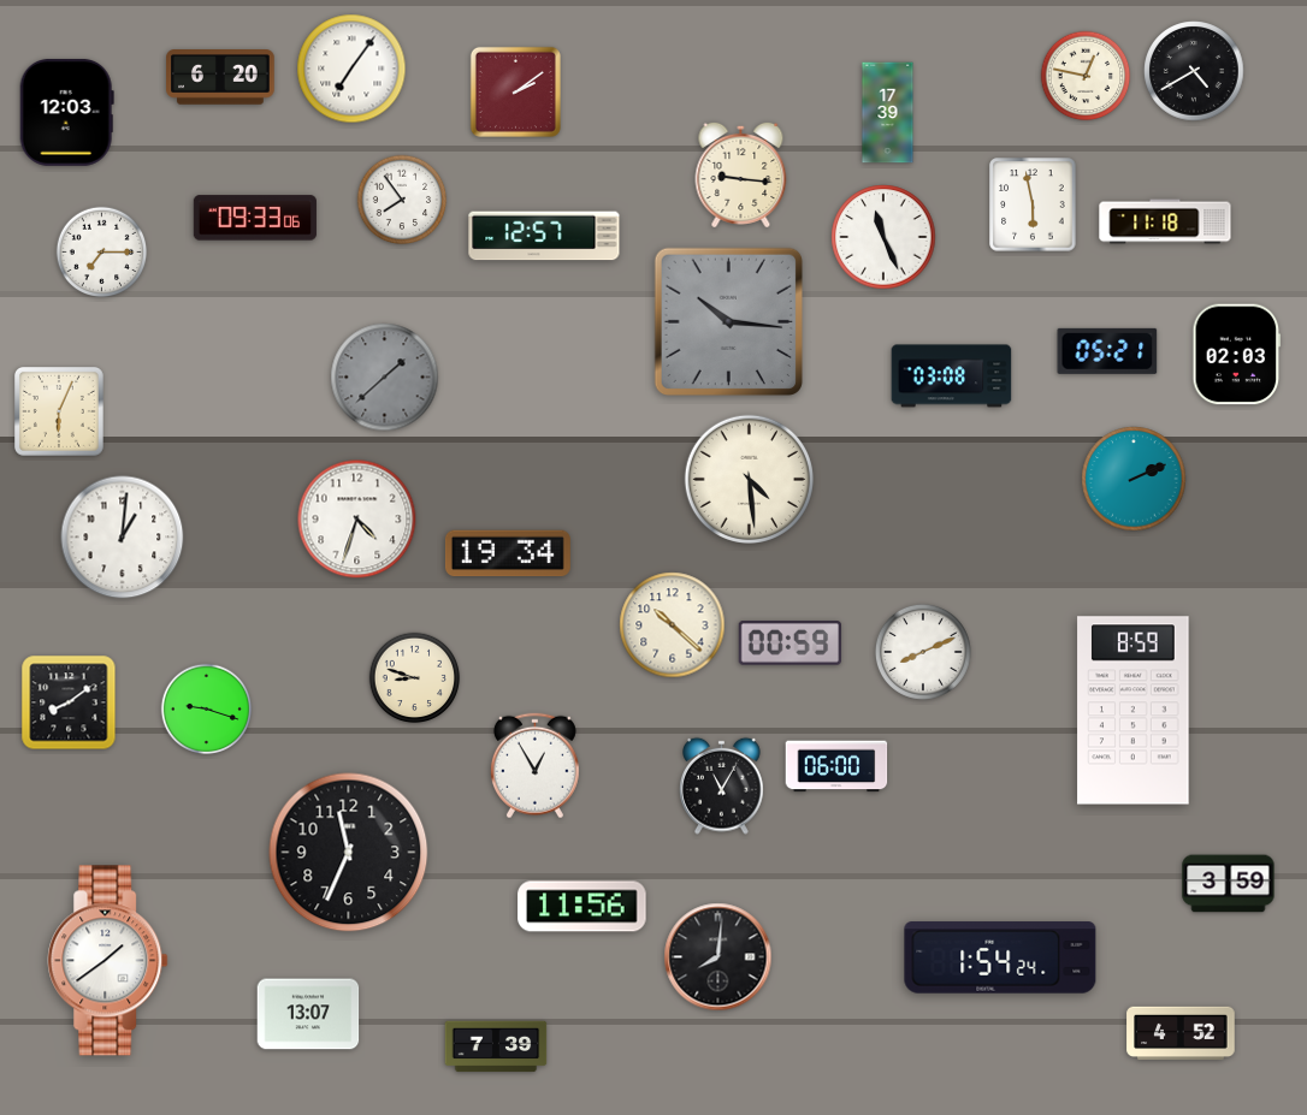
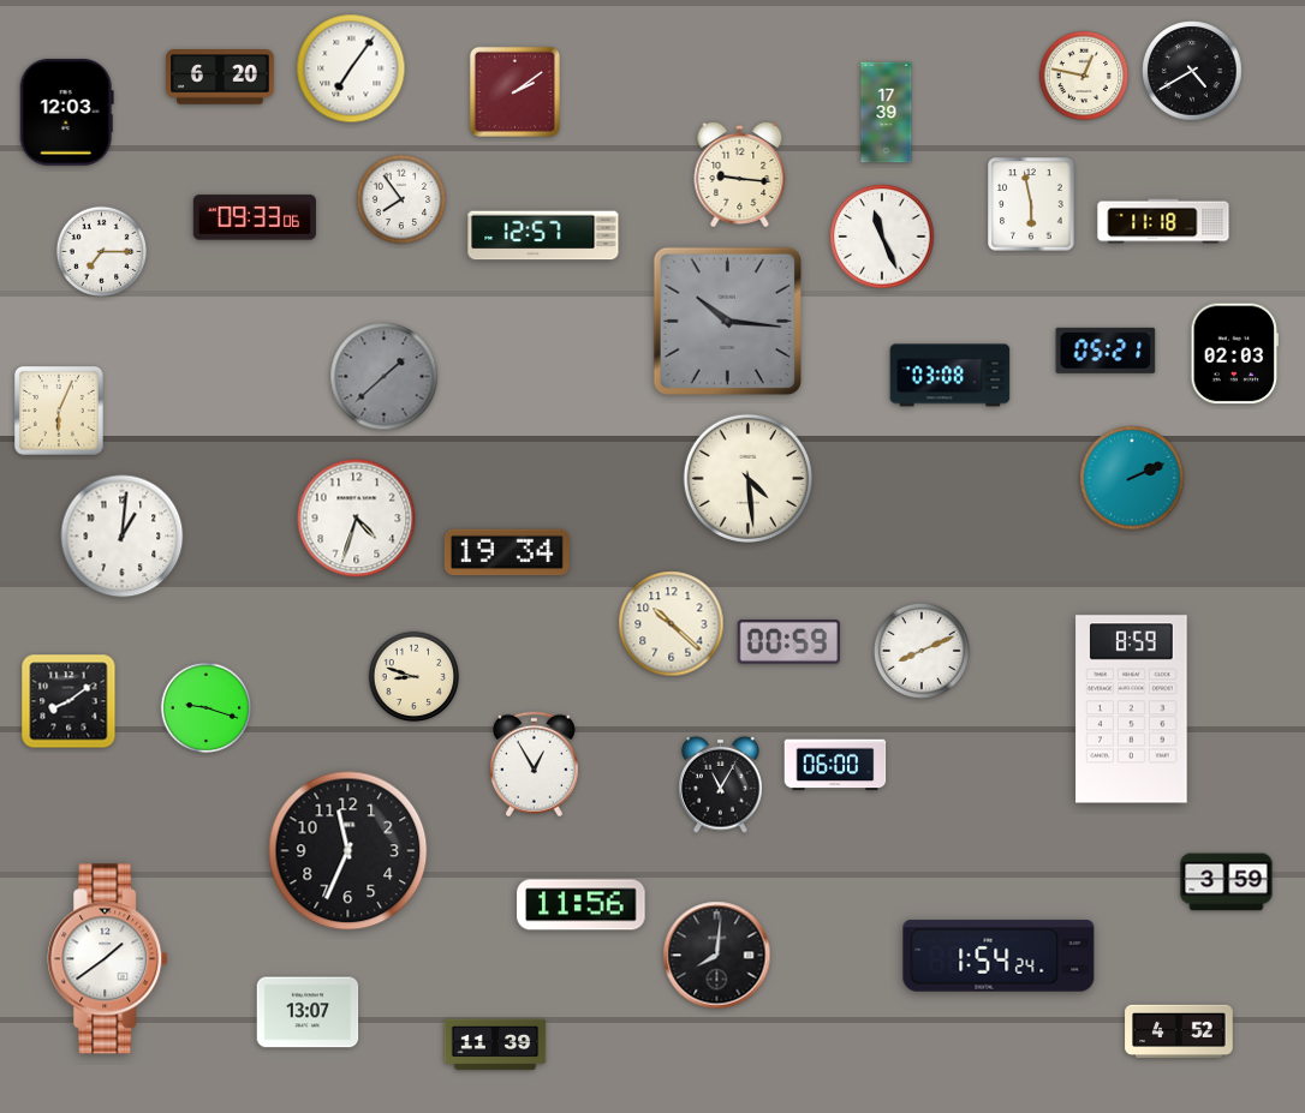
clock at (496, 1046): 7:39 -> 11:39
